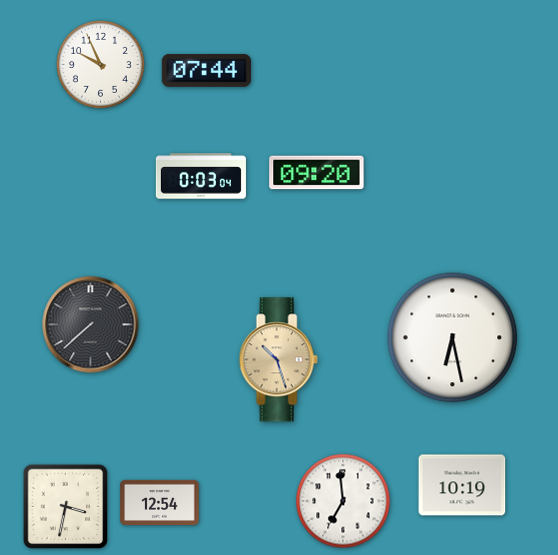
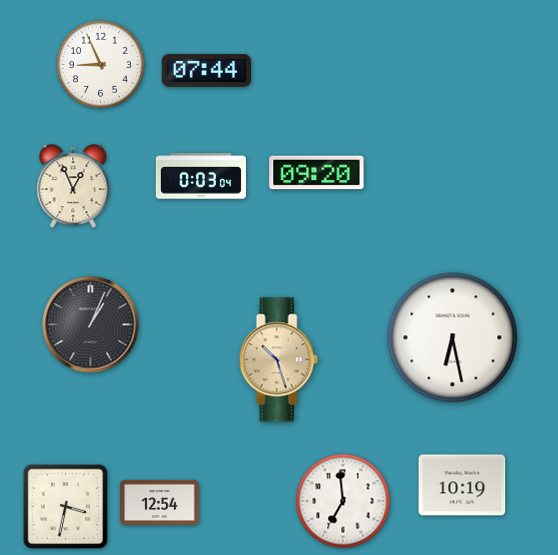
clock at (100, 64): 9:56 -> 8:56
clock at (73, 186): none -> 12:56
clock at (91, 325): 7:38 -> 1:04
